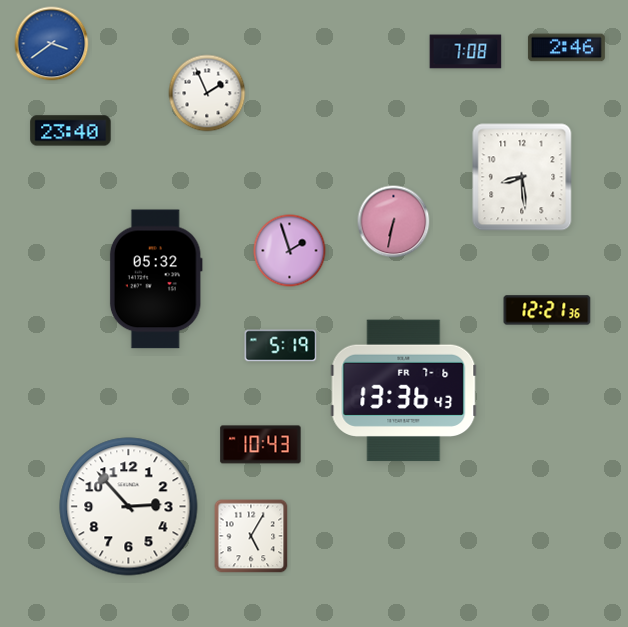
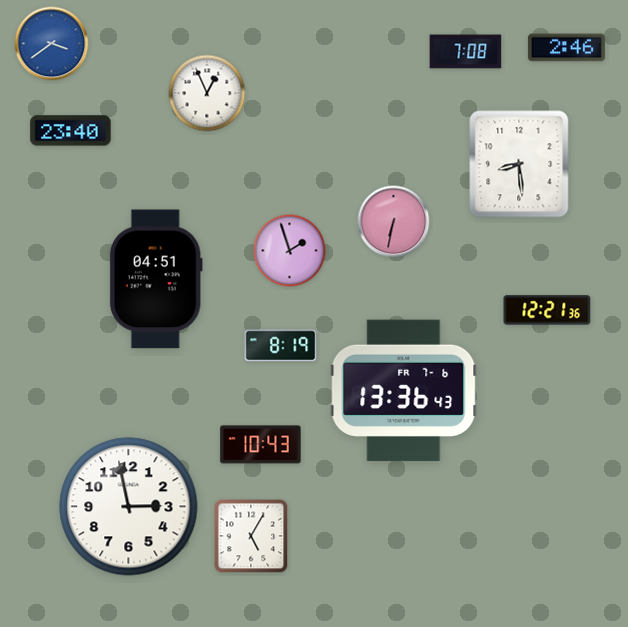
clock at (207, 93): 1:56 -> 12:56
clock at (522, 177) position: (522, 177) -> (519, 164)
clock at (156, 279): 05:32 -> 04:51
clock at (281, 346): 5:19 -> 8:19
clock at (129, 507): 2:53 -> 2:58
